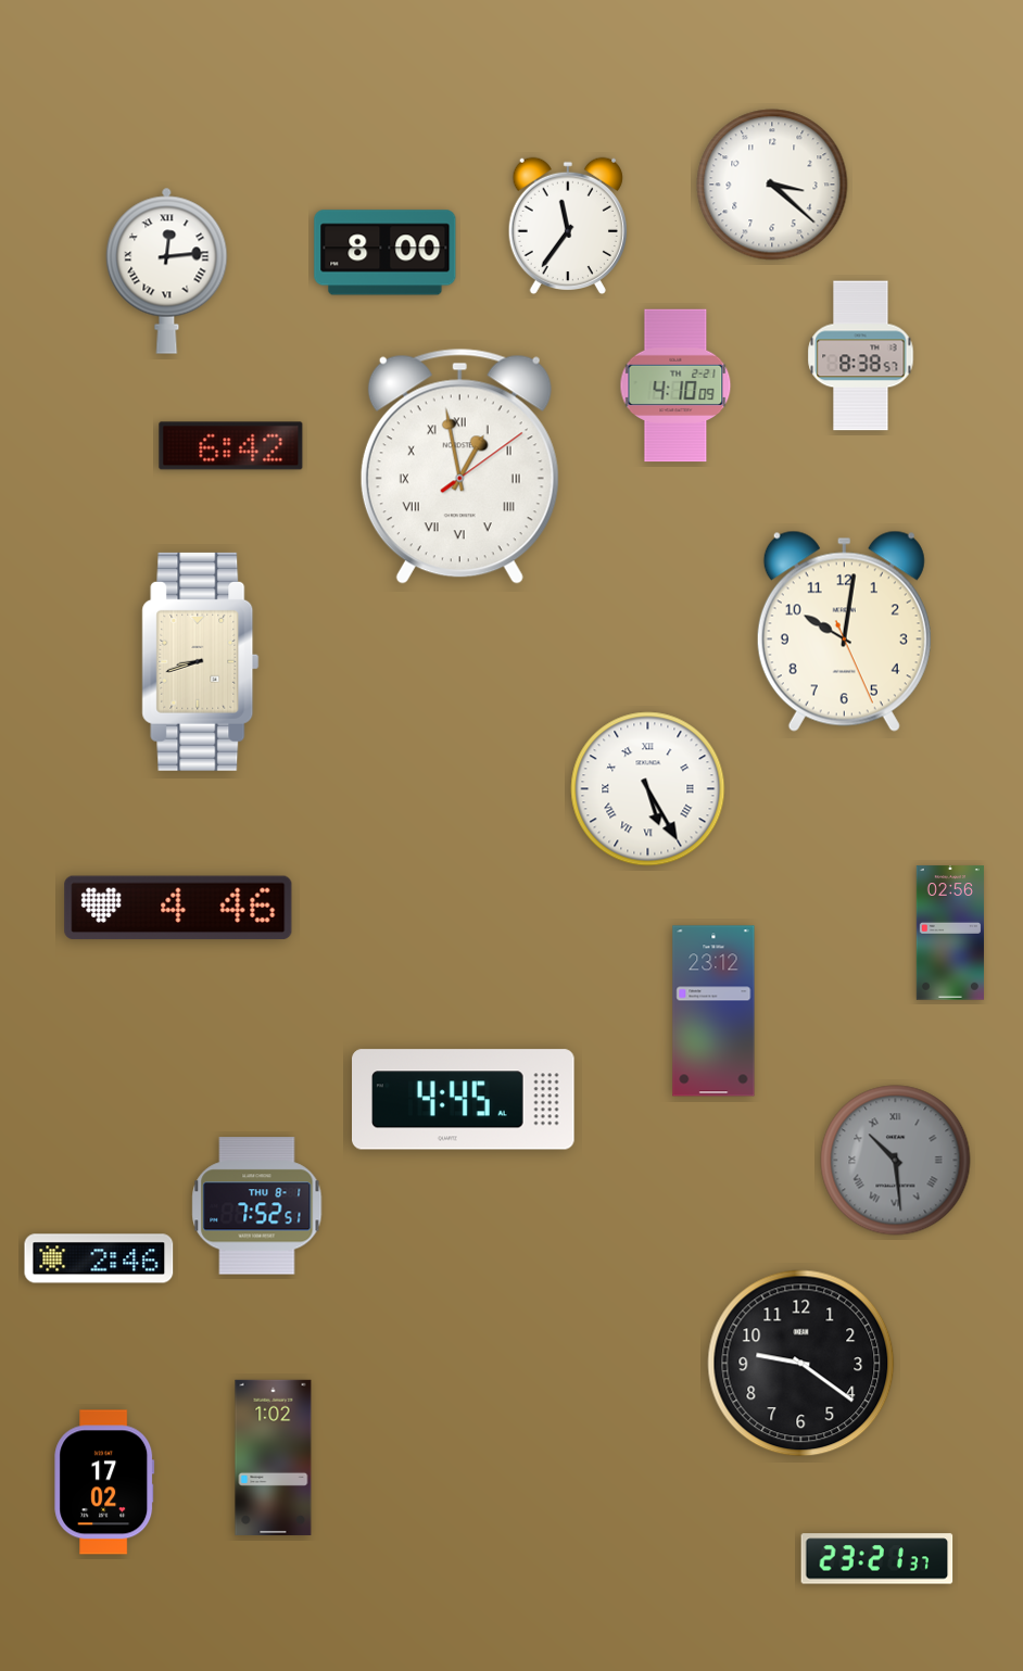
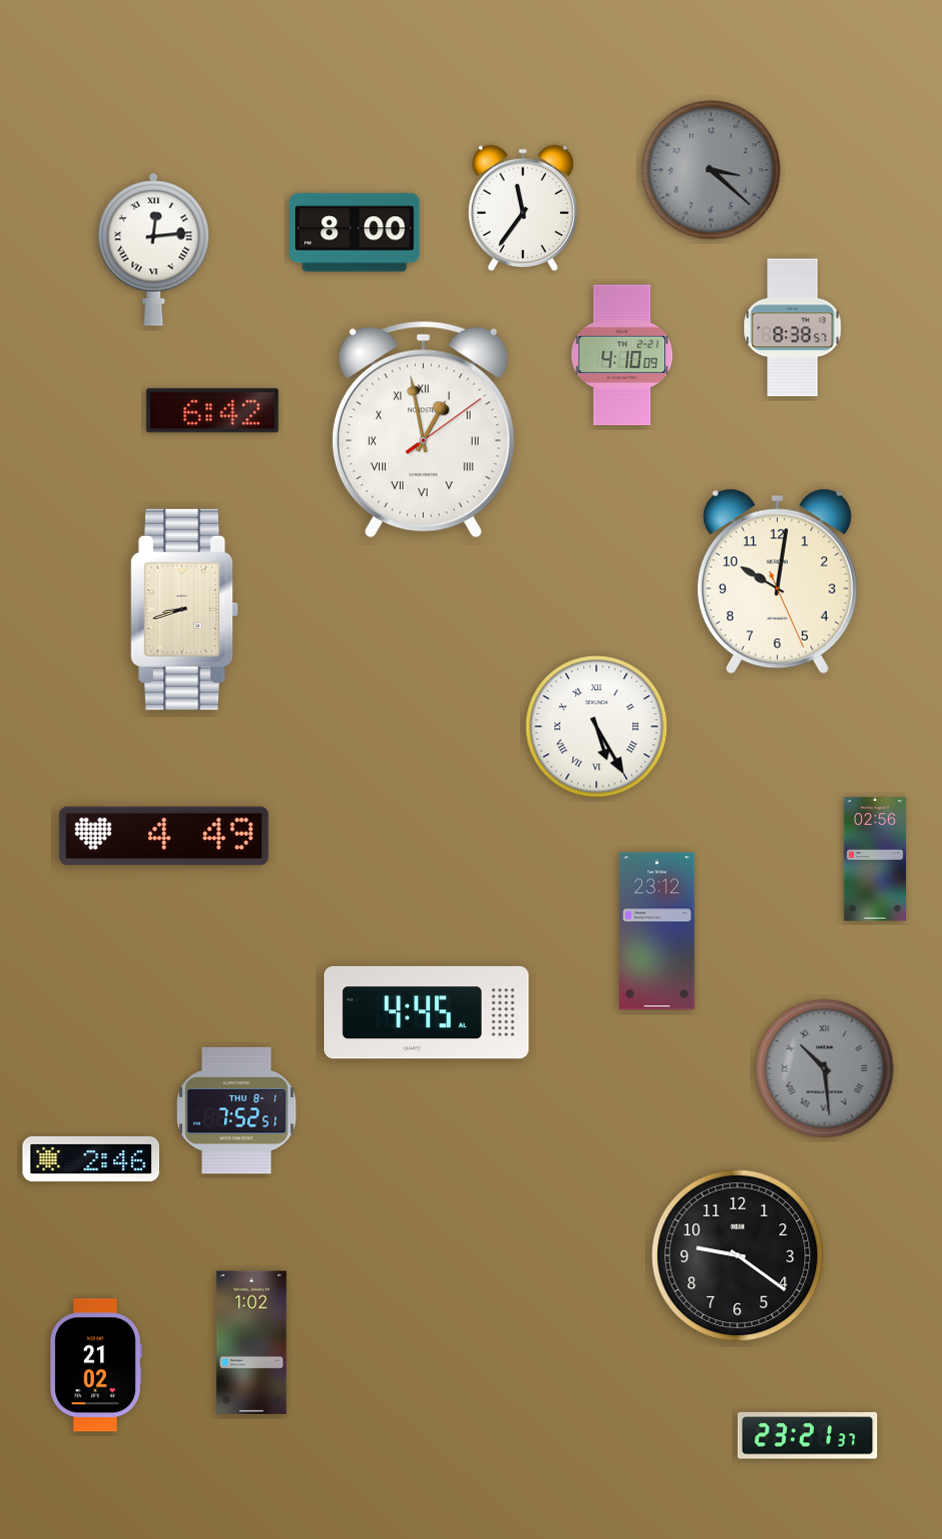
clock at (772, 185) dial: white -> grey
clock at (178, 908): 4:46 -> 4:49
clock at (104, 1482): 17:02 -> 21:02
